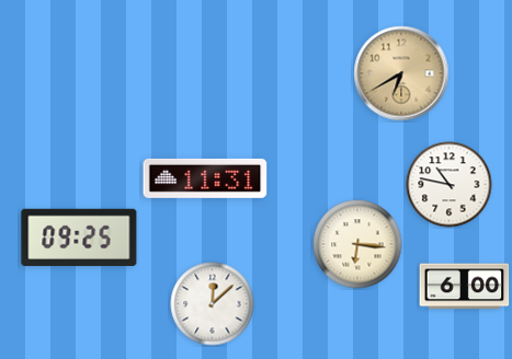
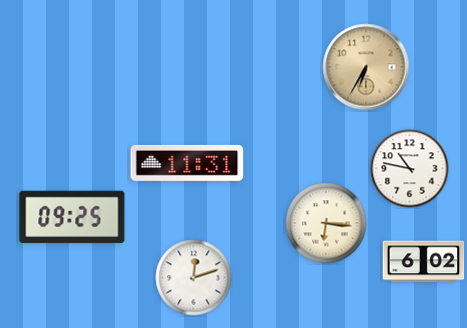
clock at (401, 73): 6:40 -> 6:35
clock at (465, 287): 6:00 -> 6:02
clock at (213, 304): 12:08 -> 12:12
